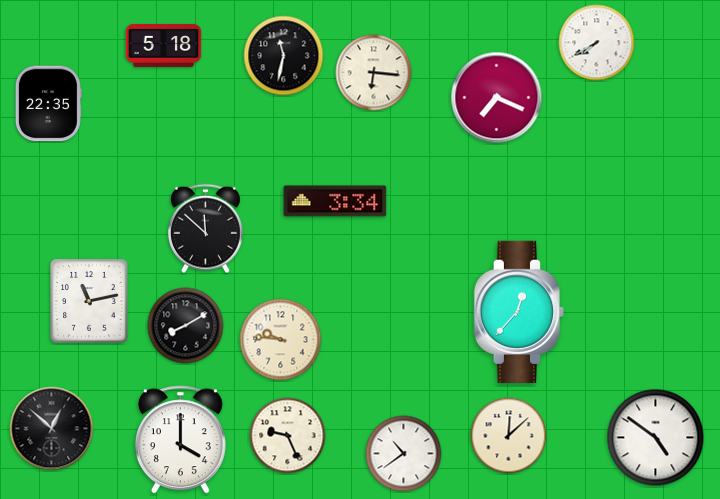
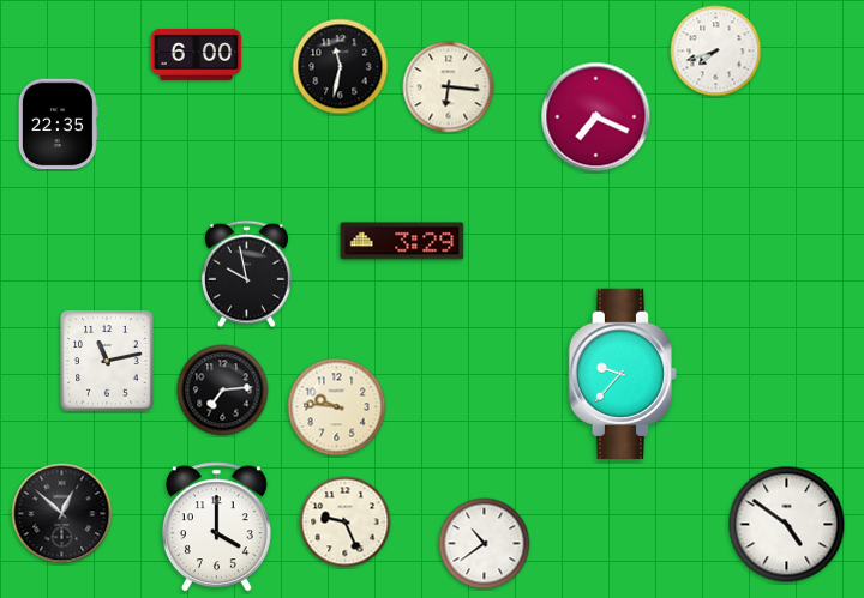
clock at (597, 43): 7:40 -> 7:42
clock at (164, 45): 5:18 -> 6:00
clock at (335, 201): 3:34 -> 3:29
clock at (205, 229): 11:52 -> 9:58
clock at (519, 312): 12:37 -> 9:37
clock at (186, 326): 8:10 -> 7:14
clock at (509, 436): 12:08 -> none
